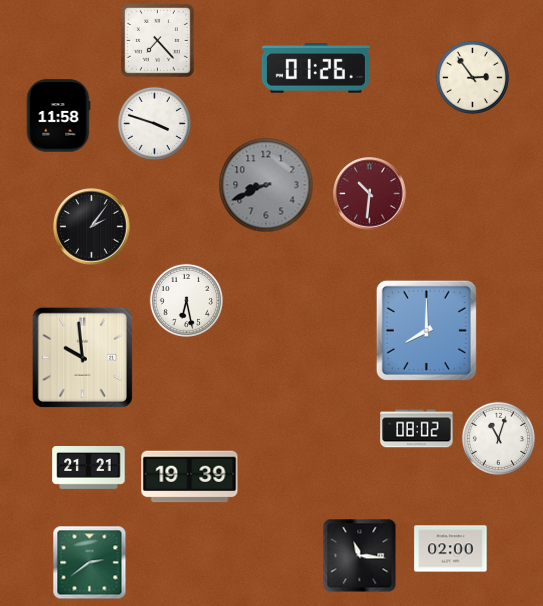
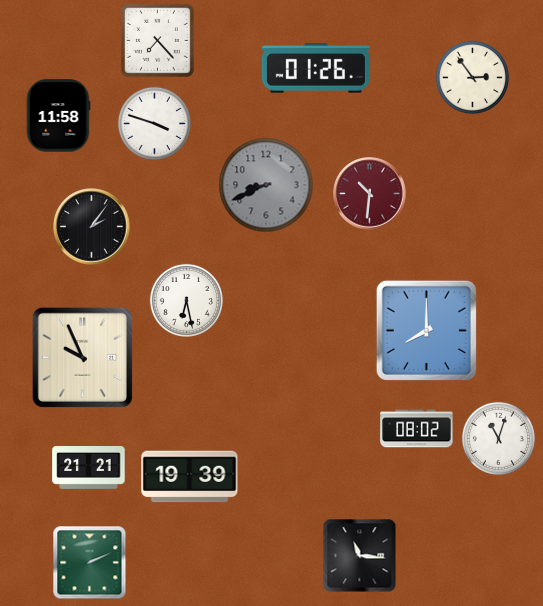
clock at (82, 357): 9:59 -> 9:56
clock at (451, 549): 02:00 -> none
clock at (90, 563): 2:39 -> 2:11
